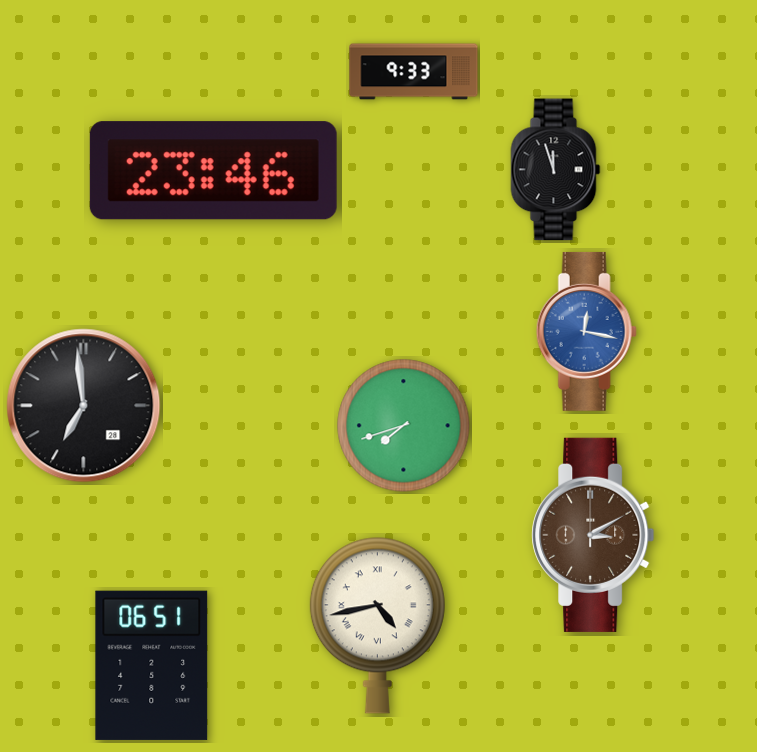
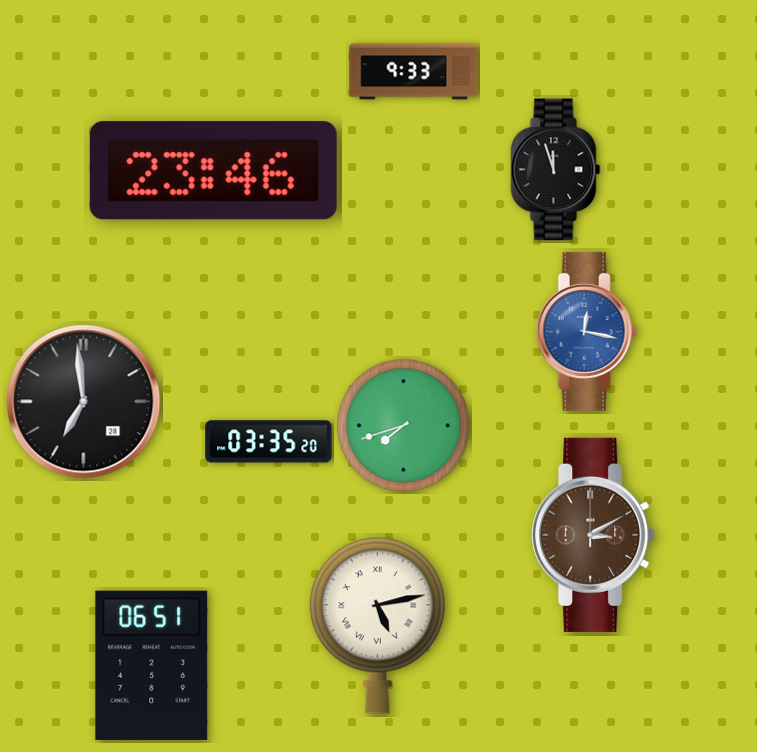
clock at (84, 406) position: (84, 406) -> (84, 402)
clock at (269, 442): none -> 03:35
clock at (377, 625): 4:43 -> 5:13
